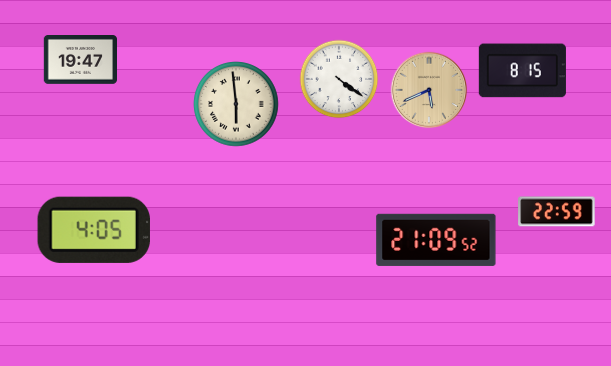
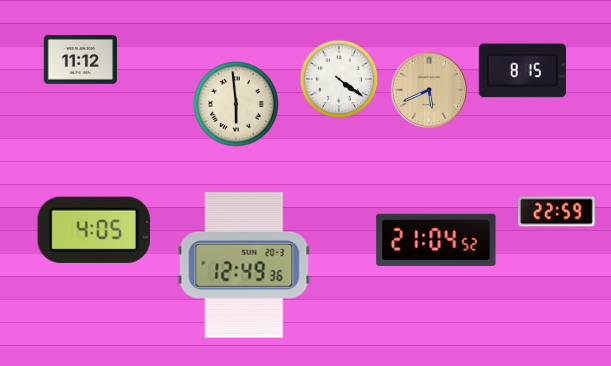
clock at (80, 60): 19:47 -> 11:12
clock at (436, 240): 21:09 -> 21:04
clock at (244, 265): none -> 12:49
